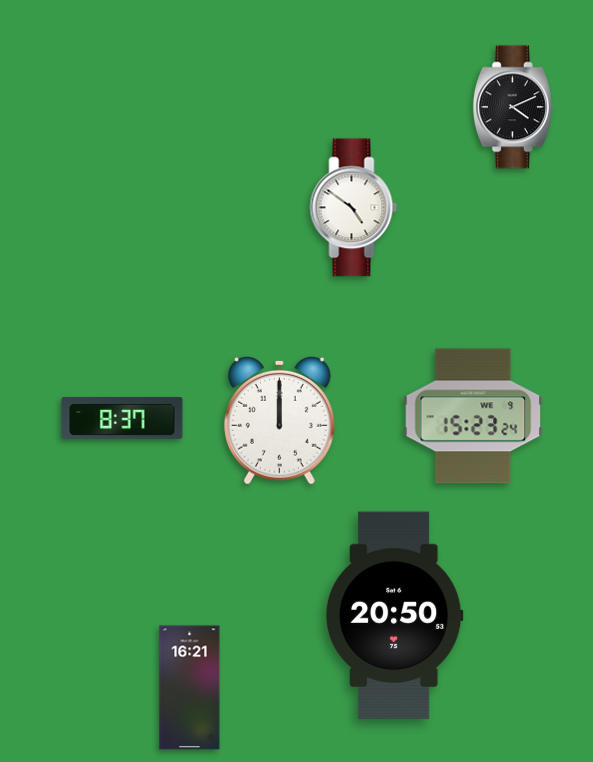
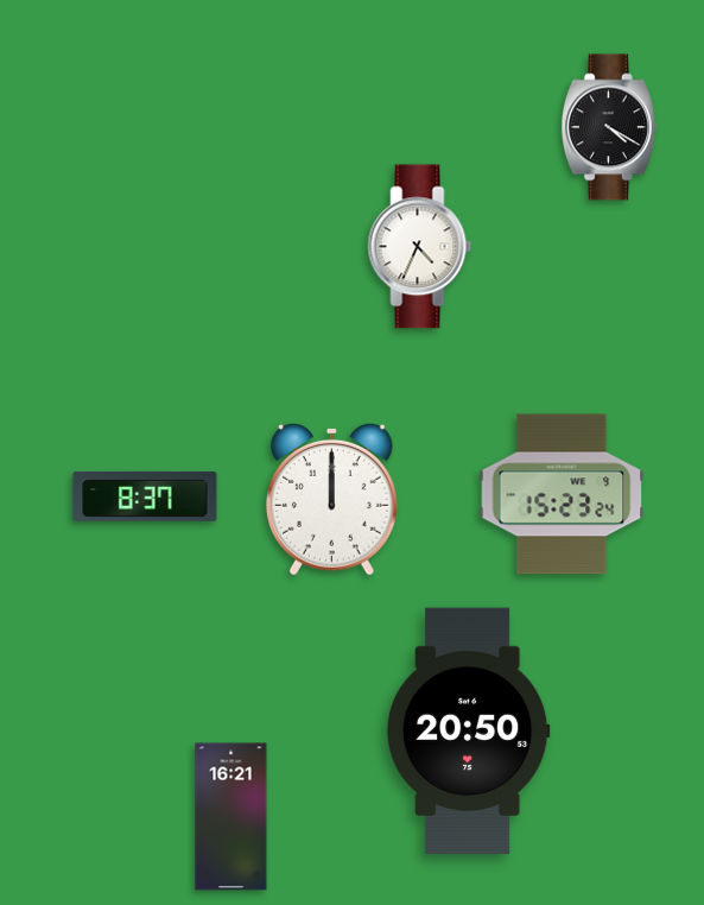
clock at (513, 107): 4:11 -> 4:20
clock at (354, 208): 4:51 -> 4:34
clock at (190, 688) position: (190, 688) -> (232, 817)
